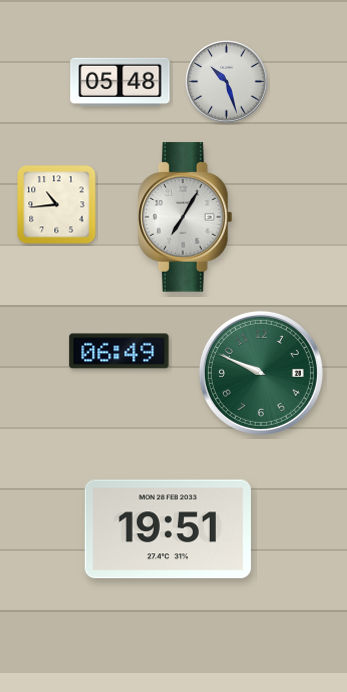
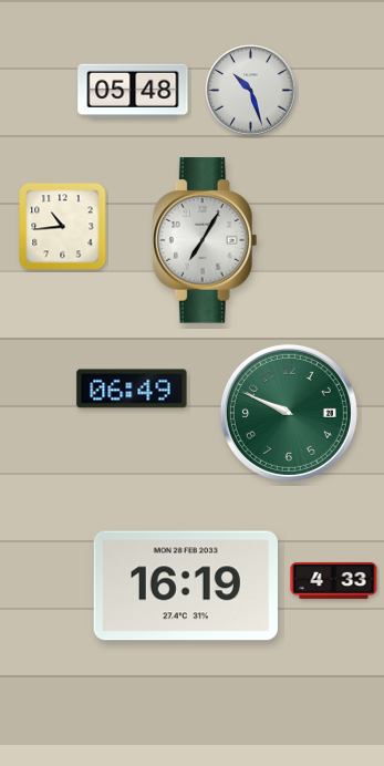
clock at (334, 580): none -> 4:33
clock at (168, 529): 19:51 -> 16:19
